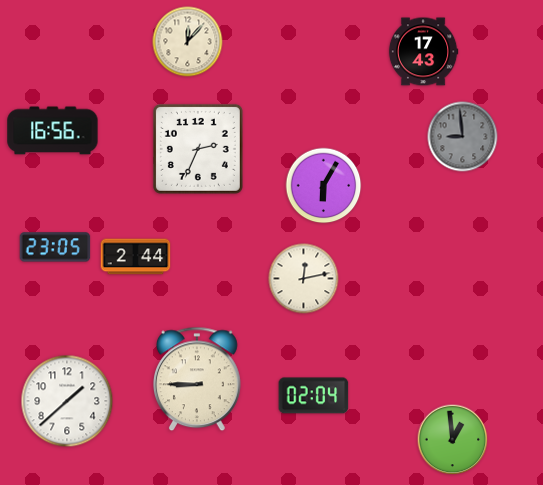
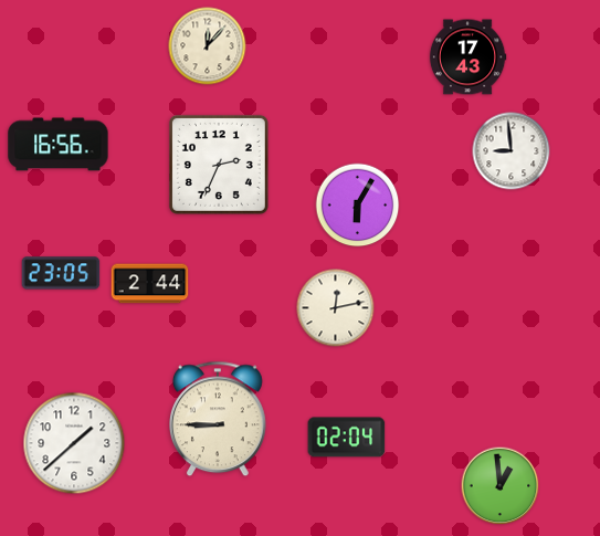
clock at (463, 137) dial: grey -> white
